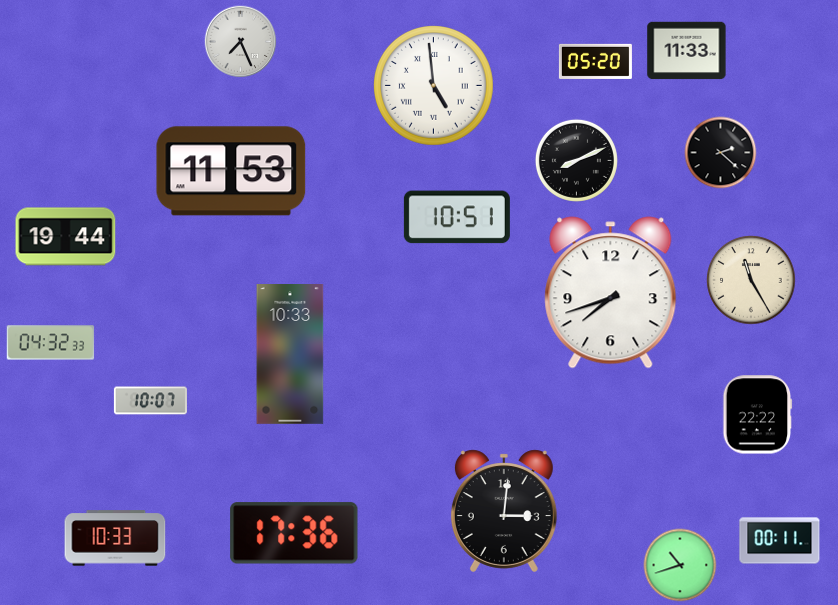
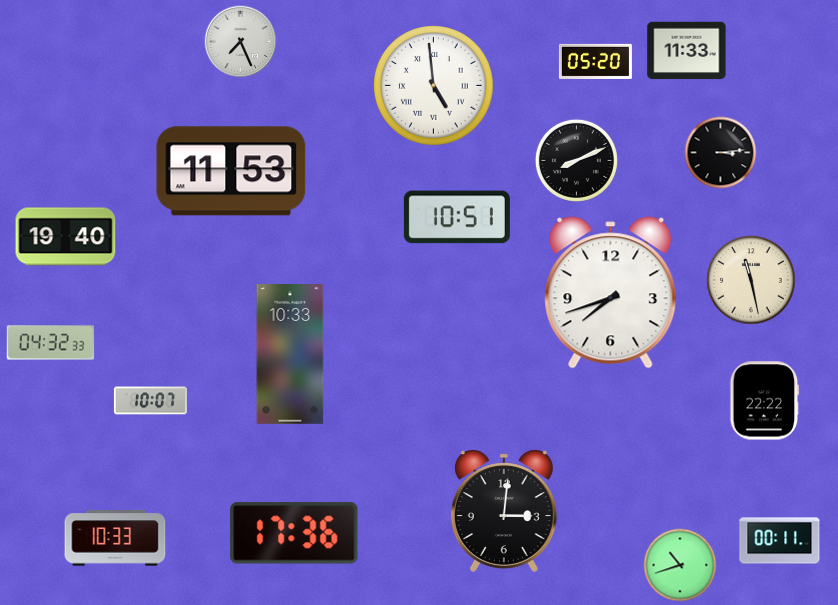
clock at (721, 153): 2:22 -> 3:14
clock at (66, 237): 19:44 -> 19:40
clock at (751, 280): 11:25 -> 11:28
clock at (758, 415) position: (758, 415) -> (765, 401)
